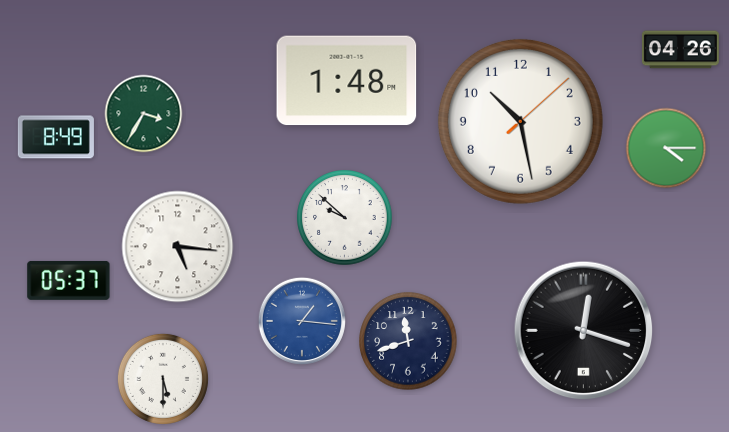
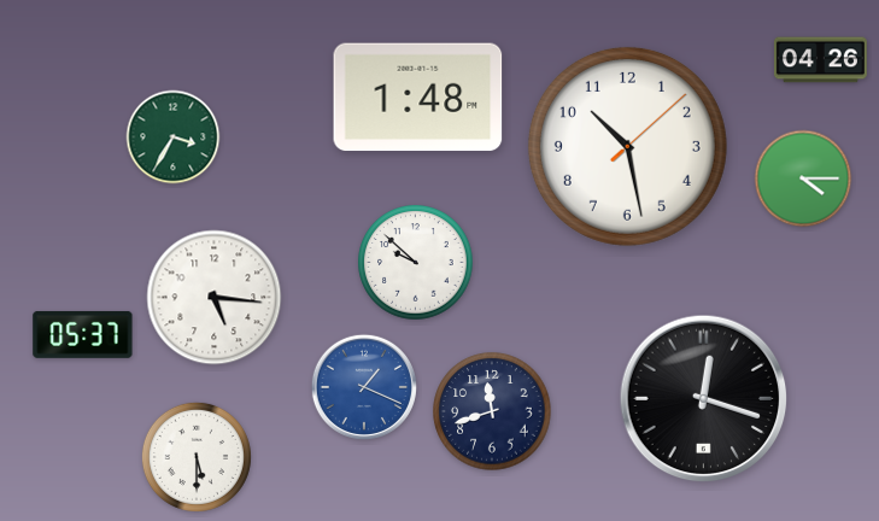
clock at (56, 137): 8:49 -> none
clock at (69, 280) position: (69, 280) -> (83, 334)
clock at (302, 321): 1:16 -> 1:19
